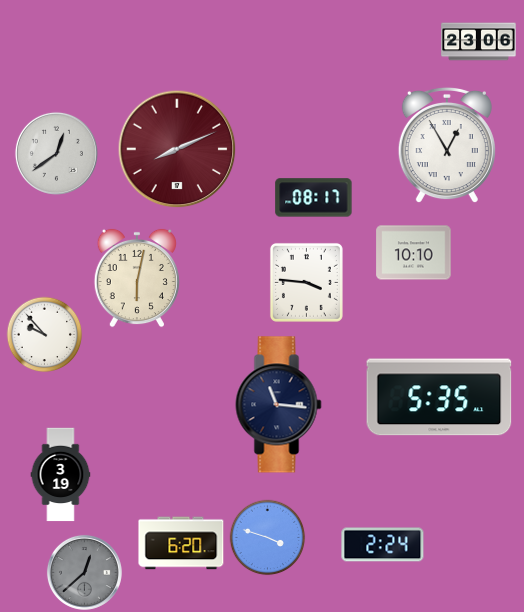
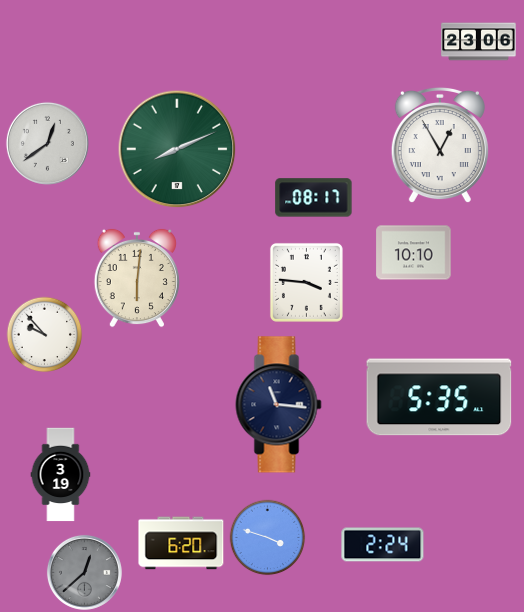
clock at (447, 145) position: (447, 145) -> (440, 145)
clock at (177, 149) dial: burgundy -> green
clock at (56, 153) position: (56, 153) -> (47, 143)
clock at (137, 278): 6:02 -> 6:01
